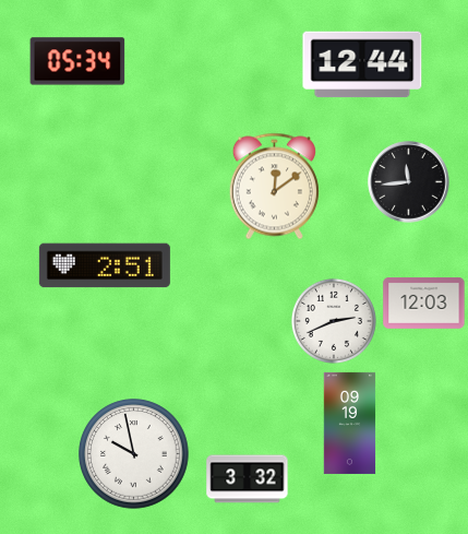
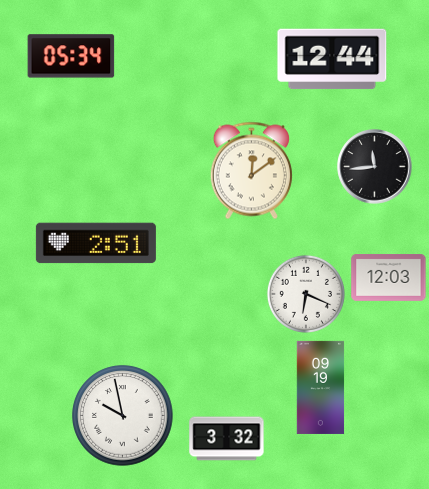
clock at (334, 321): 2:41 -> 6:19
